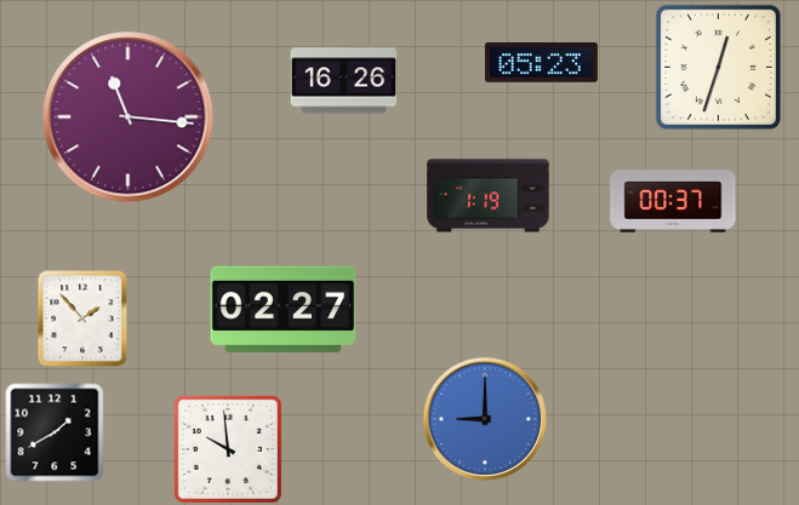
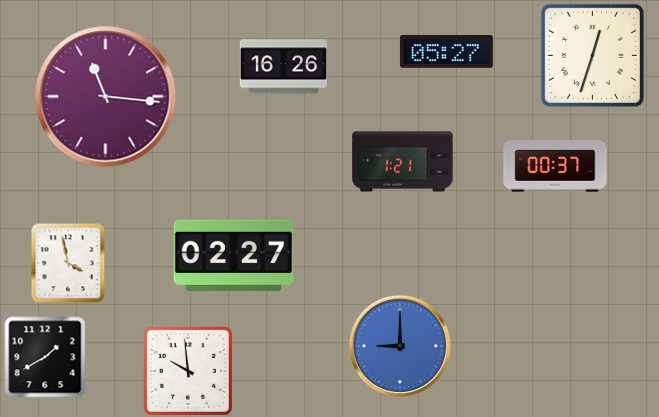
clock at (541, 63): 05:23 -> 05:27
clock at (489, 196): 1:19 -> 1:21
clock at (82, 319): 1:53 -> 3:58
